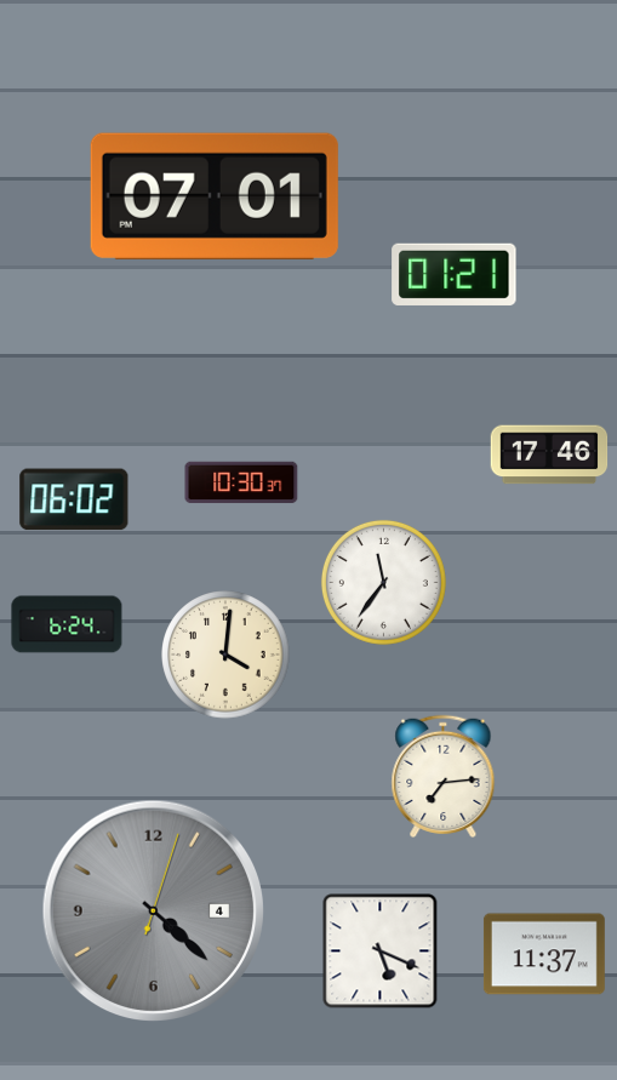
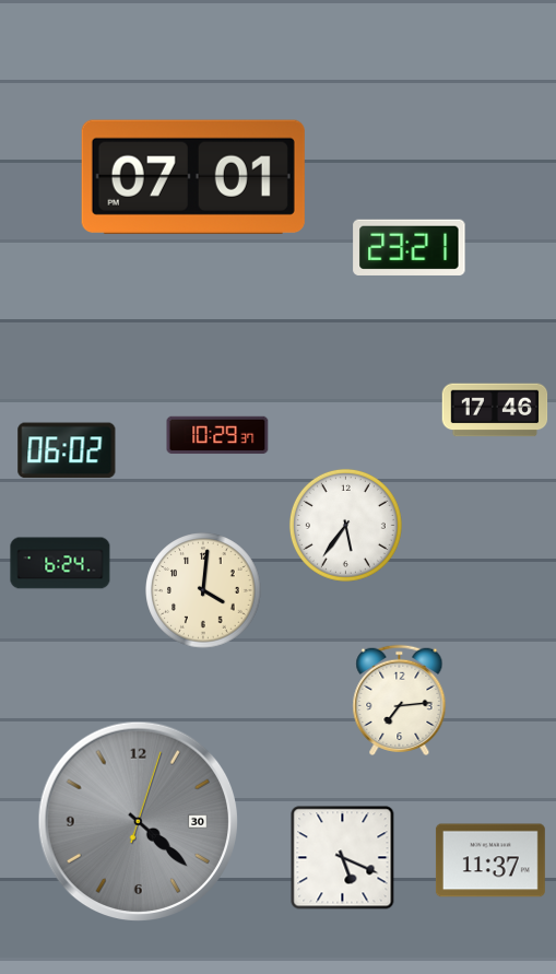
clock at (455, 274): 01:21 -> 23:21
clock at (241, 482): 10:30 -> 10:29
clock at (383, 582): 11:36 -> 5:36
clock at (154, 912) date: 4 -> 30
